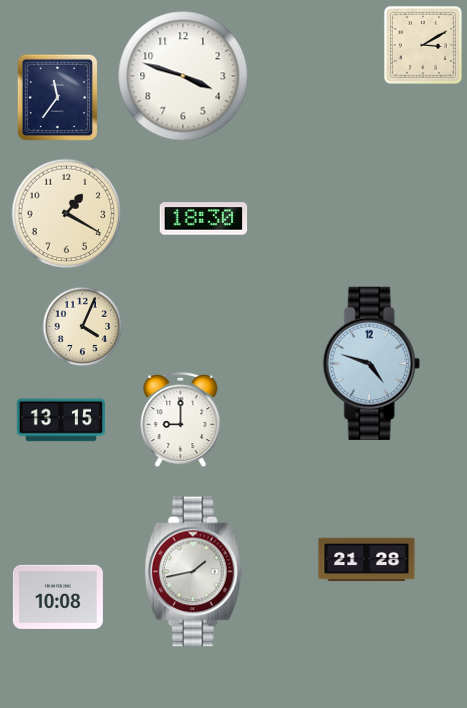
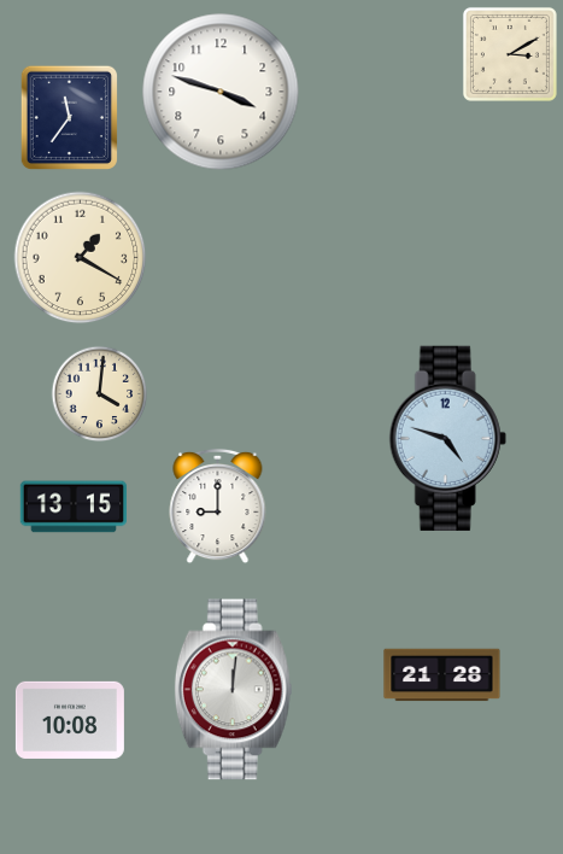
clock at (204, 219): 18:30 -> none
clock at (83, 327): 4:04 -> 4:01
clock at (193, 572): 1:43 -> 12:01
